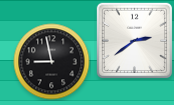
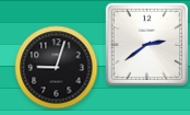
clock at (52, 62): 8:58 -> 9:03
